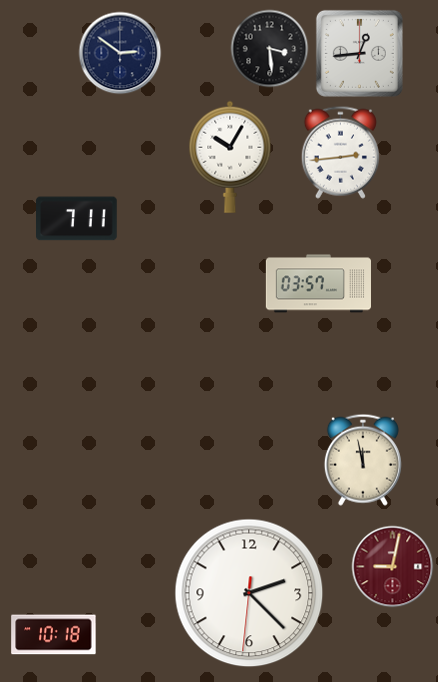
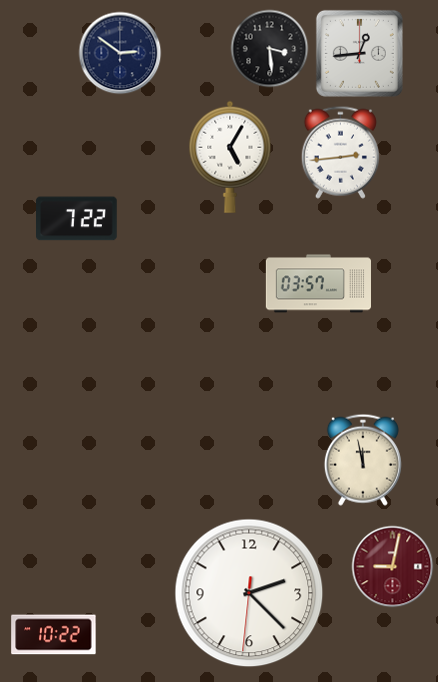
clock at (230, 157): 10:05 -> 5:05
clock at (77, 219): 7:11 -> 7:22
clock at (54, 635): 10:18 -> 10:22
